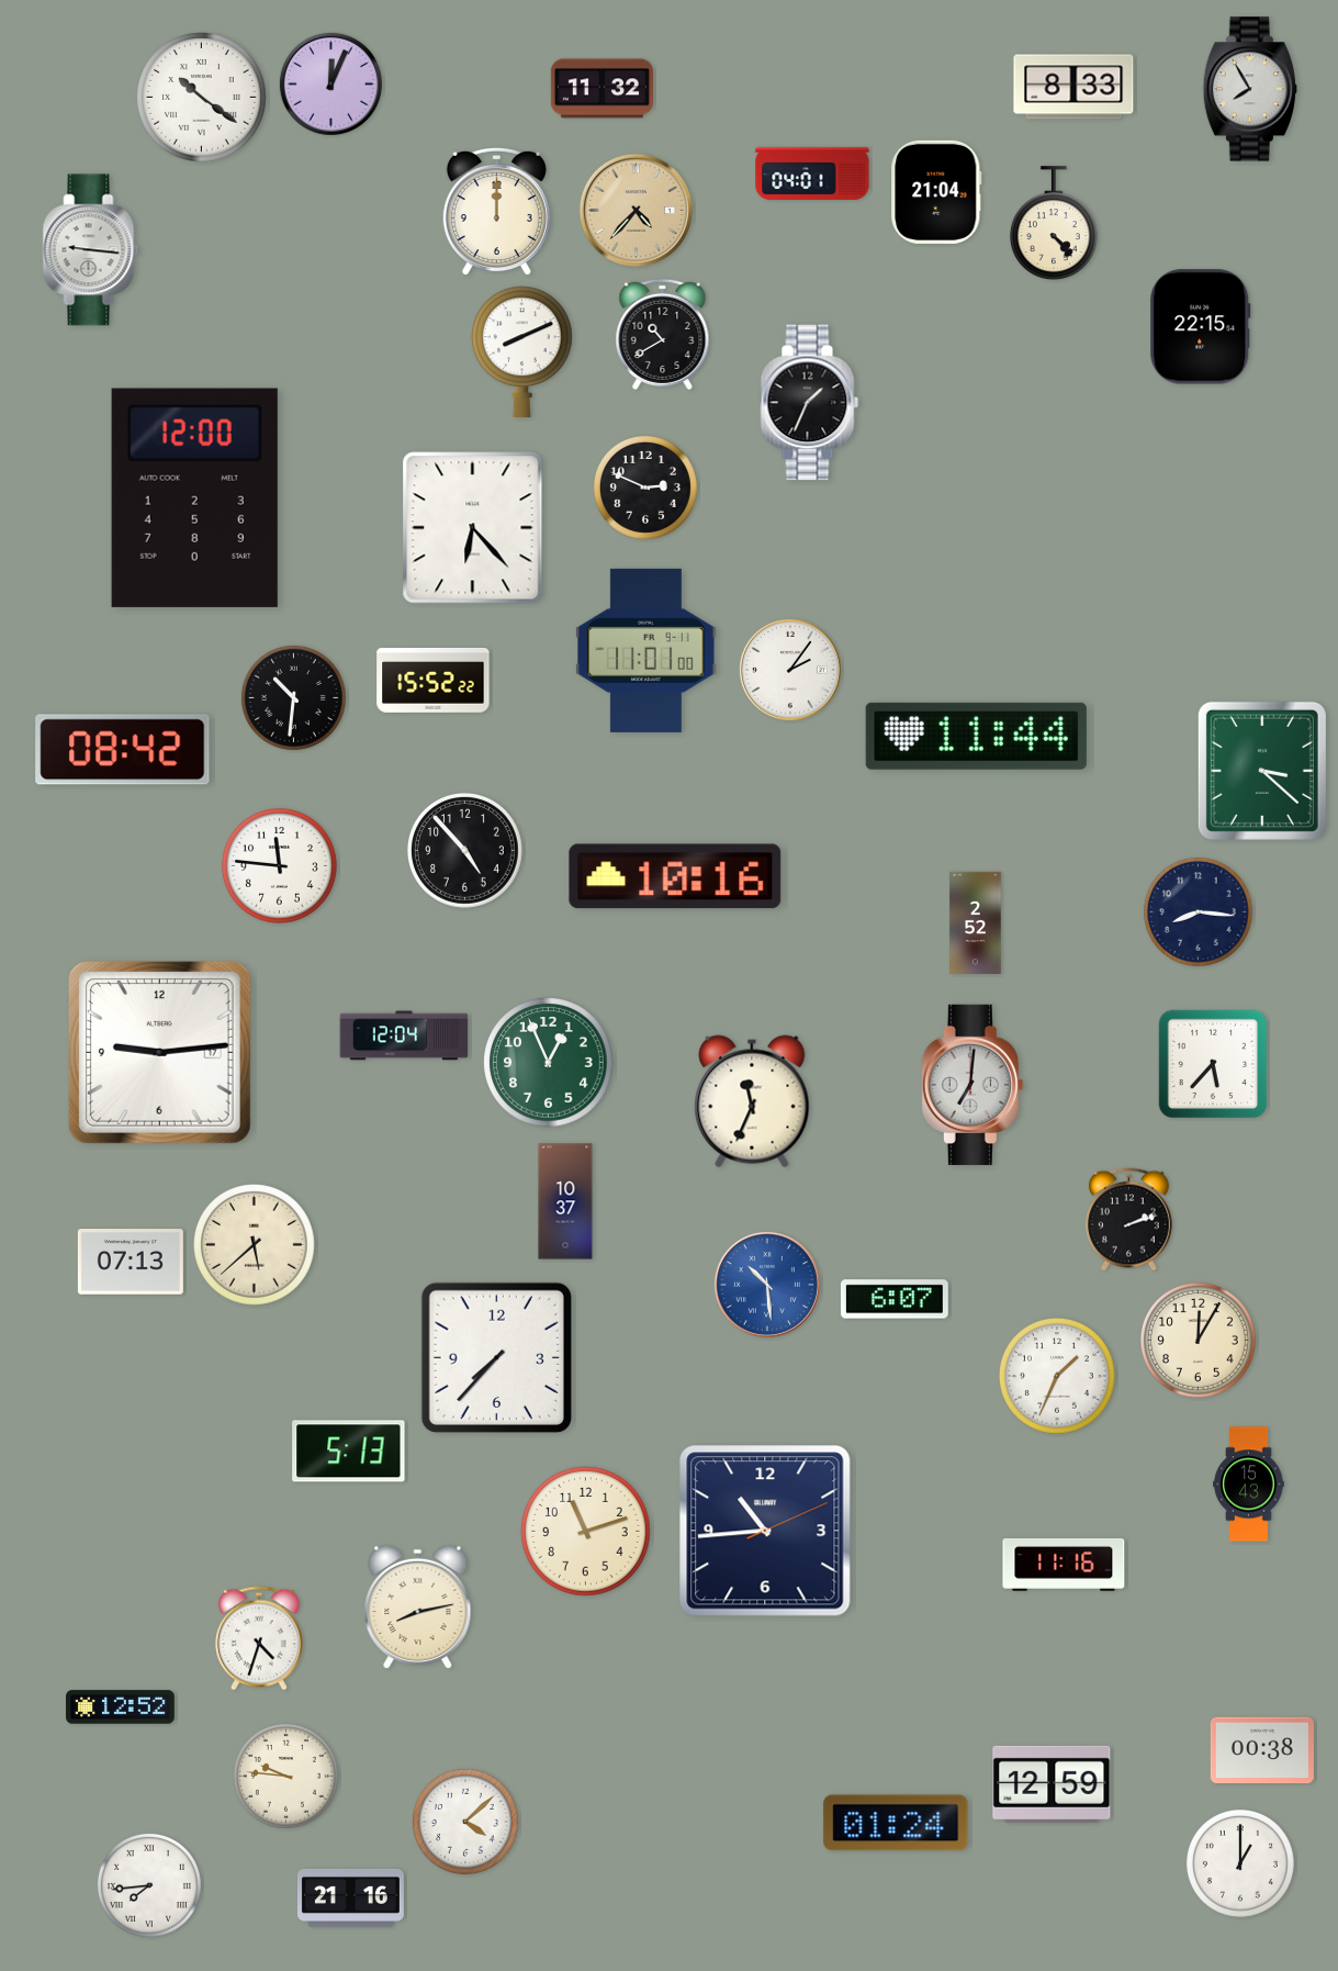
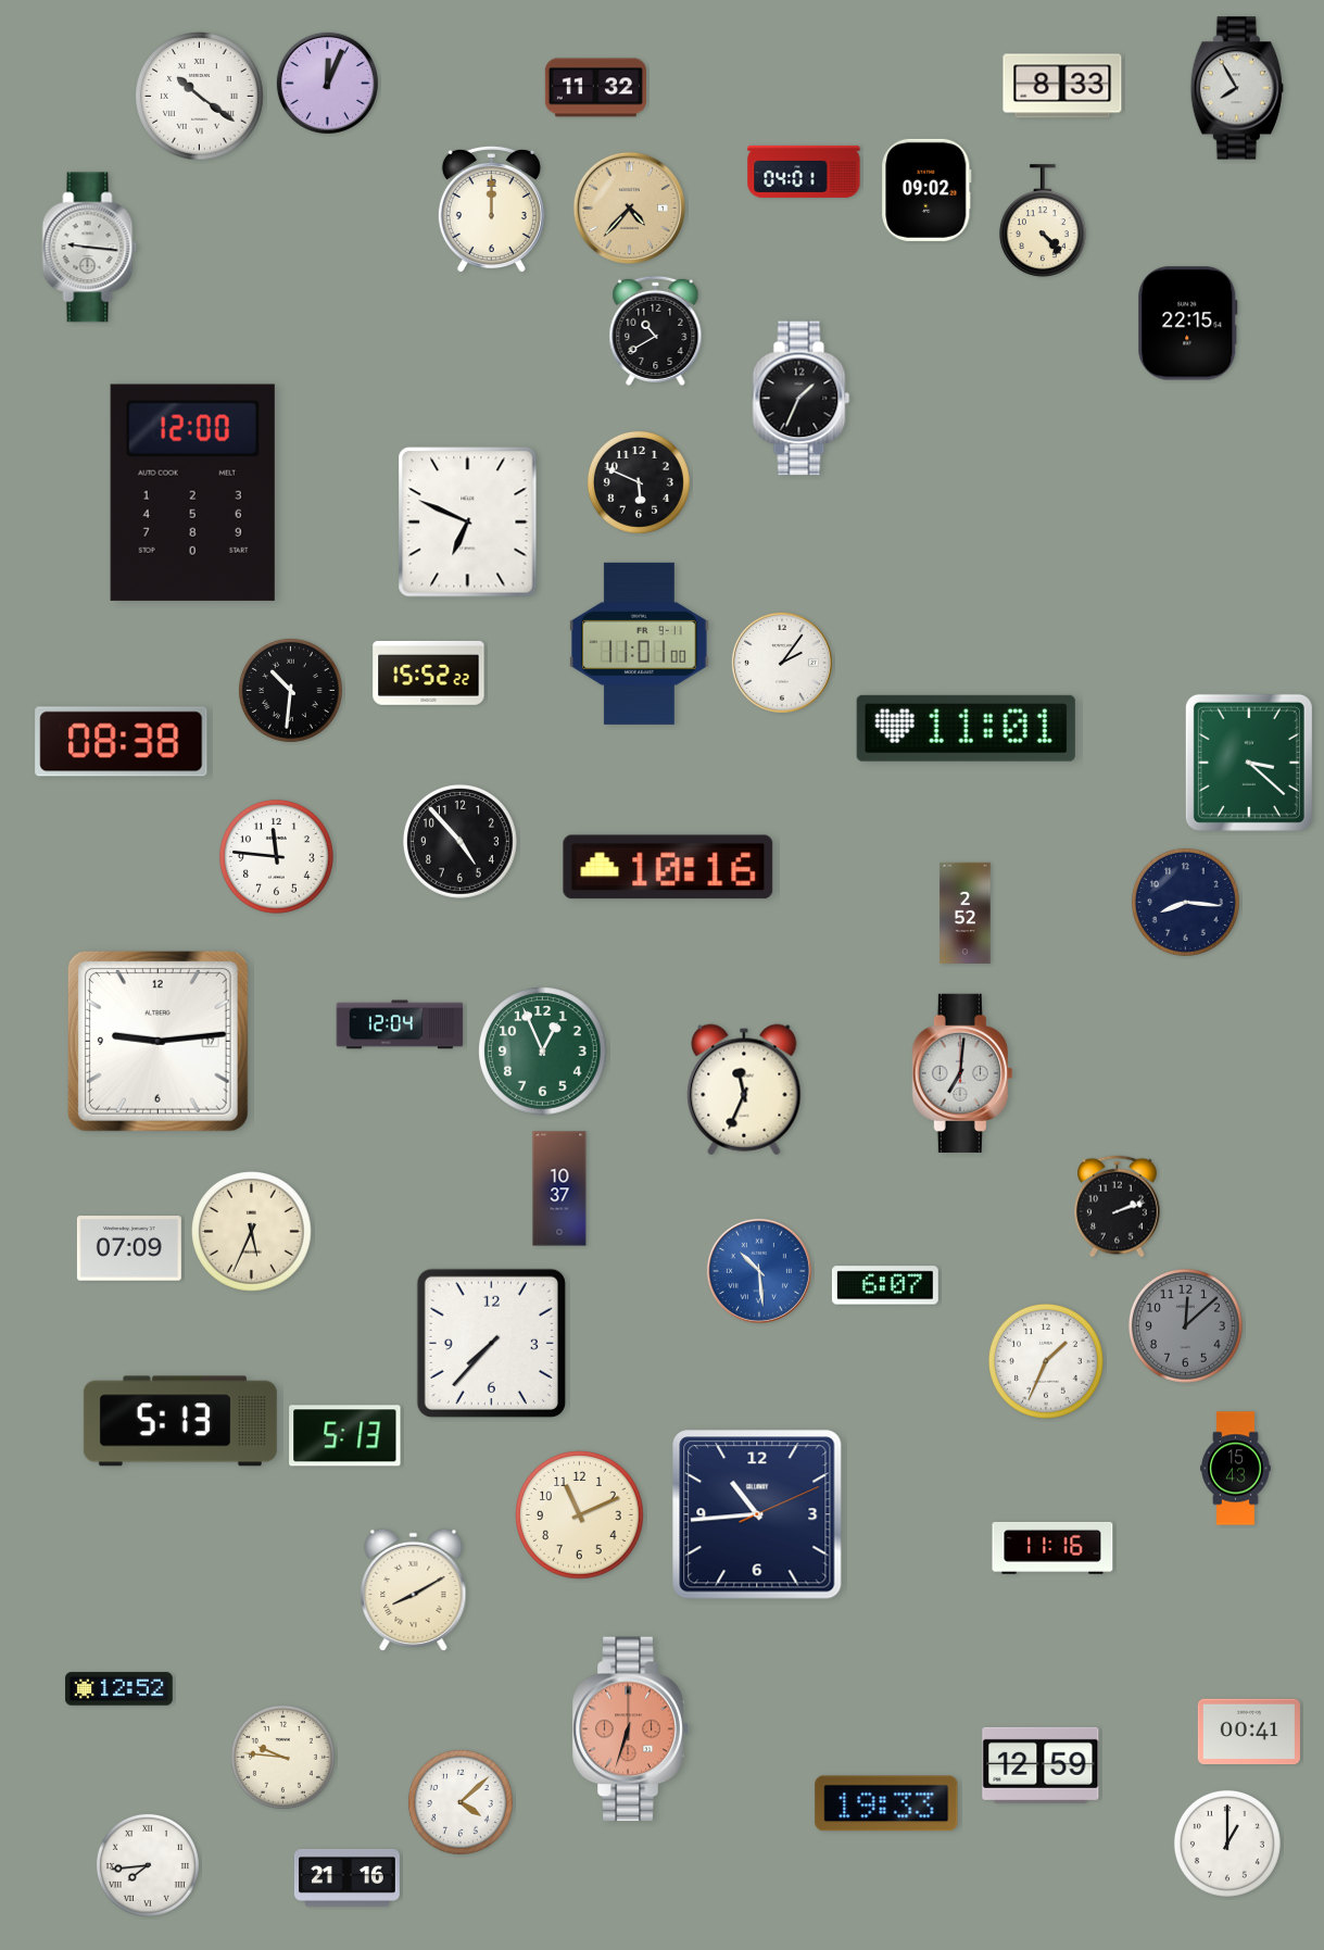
clock at (936, 192): 21:04 -> 09:02
clock at (522, 351): 8:11 -> none
clock at (645, 488): 2:49 -> 5:49
clock at (473, 528): 6:23 -> 6:49
clock at (976, 736): 11:44 -> 11:01
clock at (123, 750): 08:42 -> 08:38
clock at (1213, 1064): 5:37 -> none
clock at (255, 1245): 5:38 -> 5:34
clock at (131, 1262): 07:13 -> 07:09
clock at (1198, 1340): 12:05 -> 12:08
clock at (1198, 1340) dial: cream -> grey
clock at (180, 1421): none -> 5:13
clock at (586, 1532): 11:12 -> 11:11
clock at (418, 1608): 8:13 -> 8:10
clock at (259, 1638): 4:33 -> none
clock at (630, 1729): none -> 6:33
clock at (1262, 1750): 00:38 -> 00:41
clock at (896, 1823): 01:24 -> 19:33
